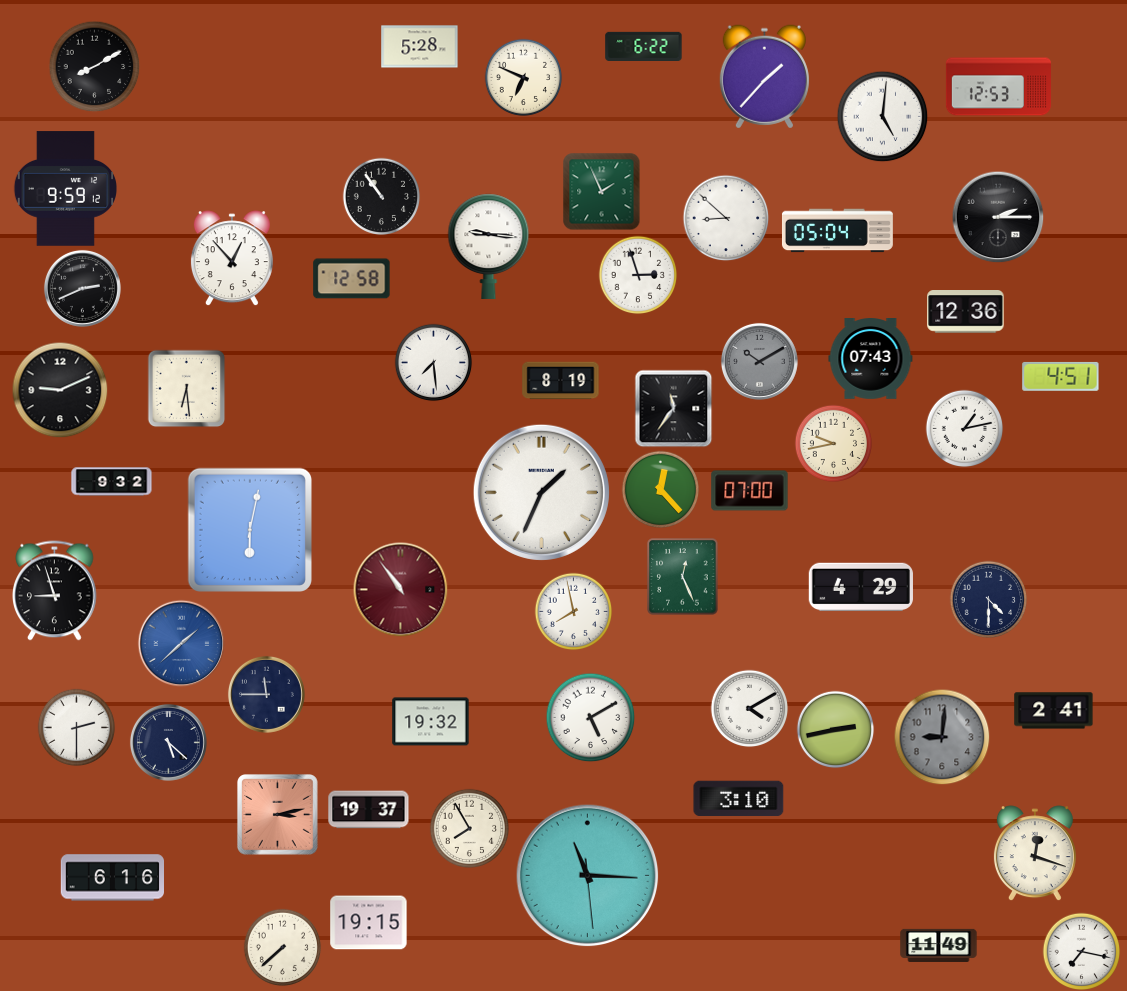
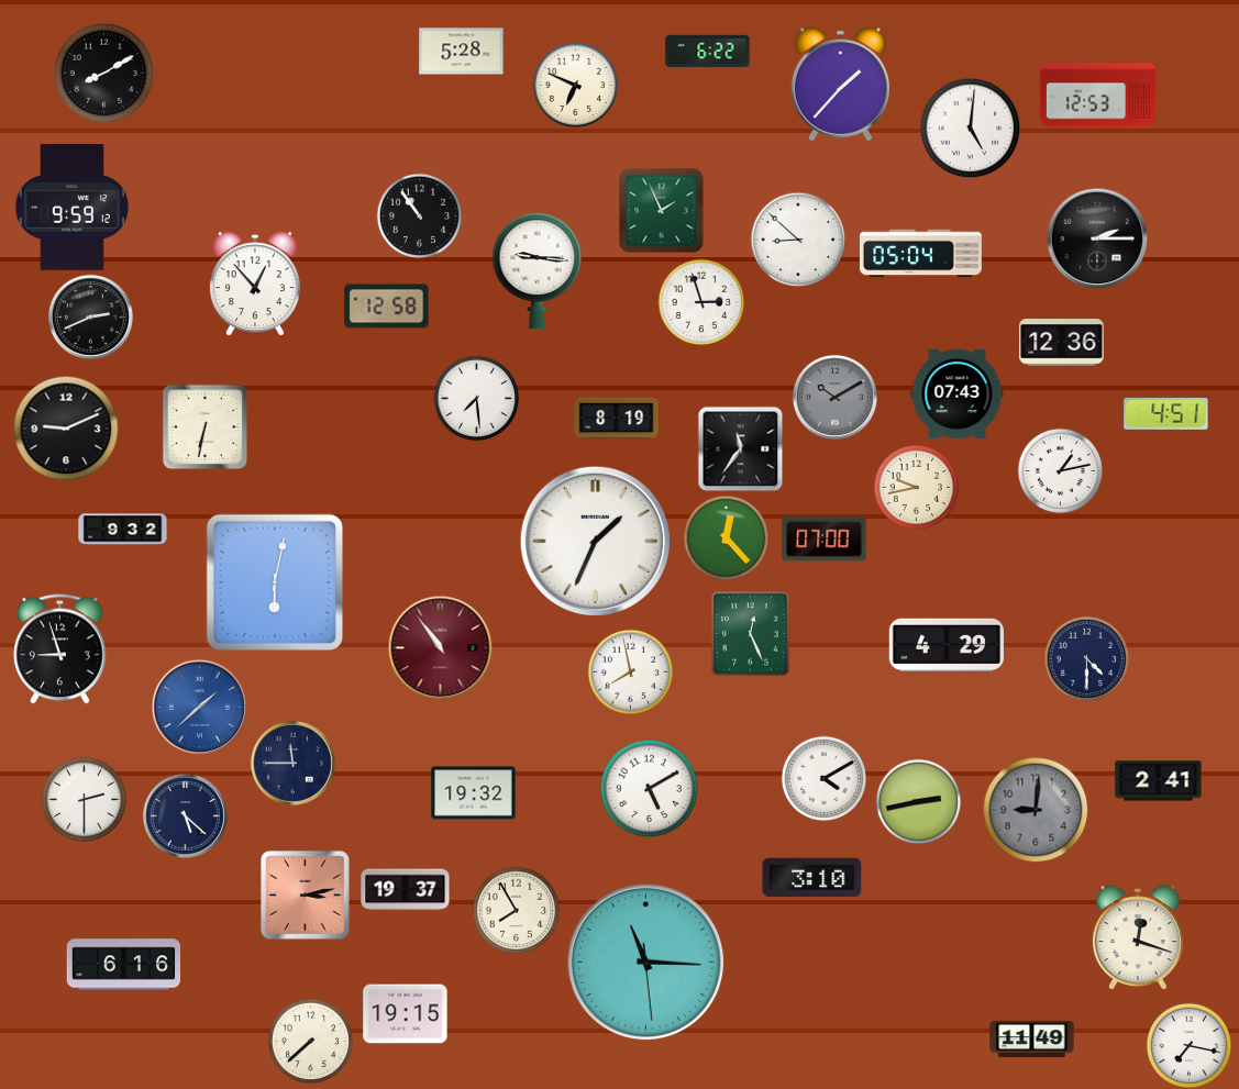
clock at (186, 388): 6:29 -> 6:32
